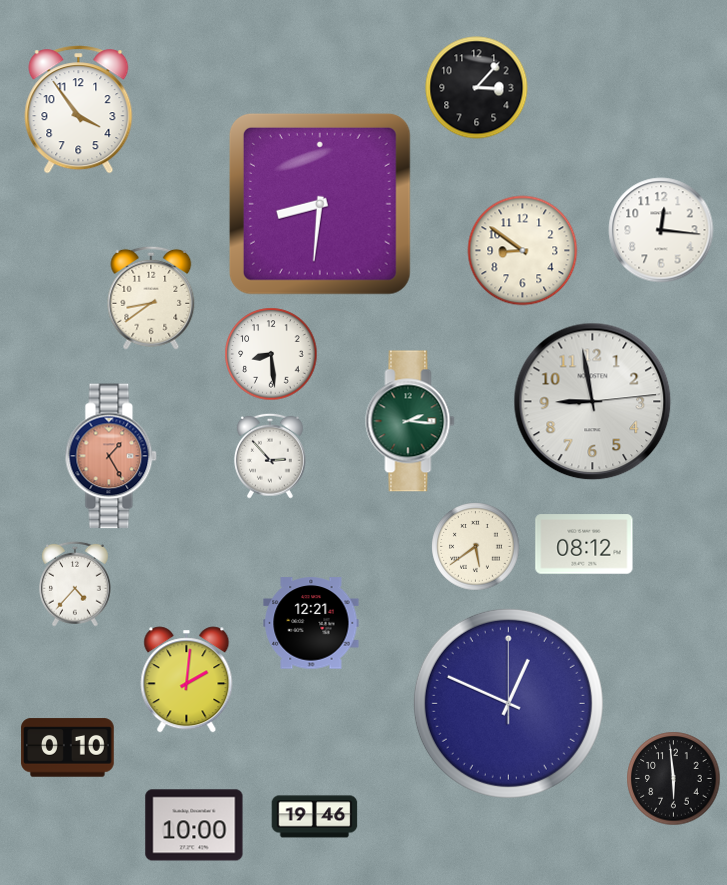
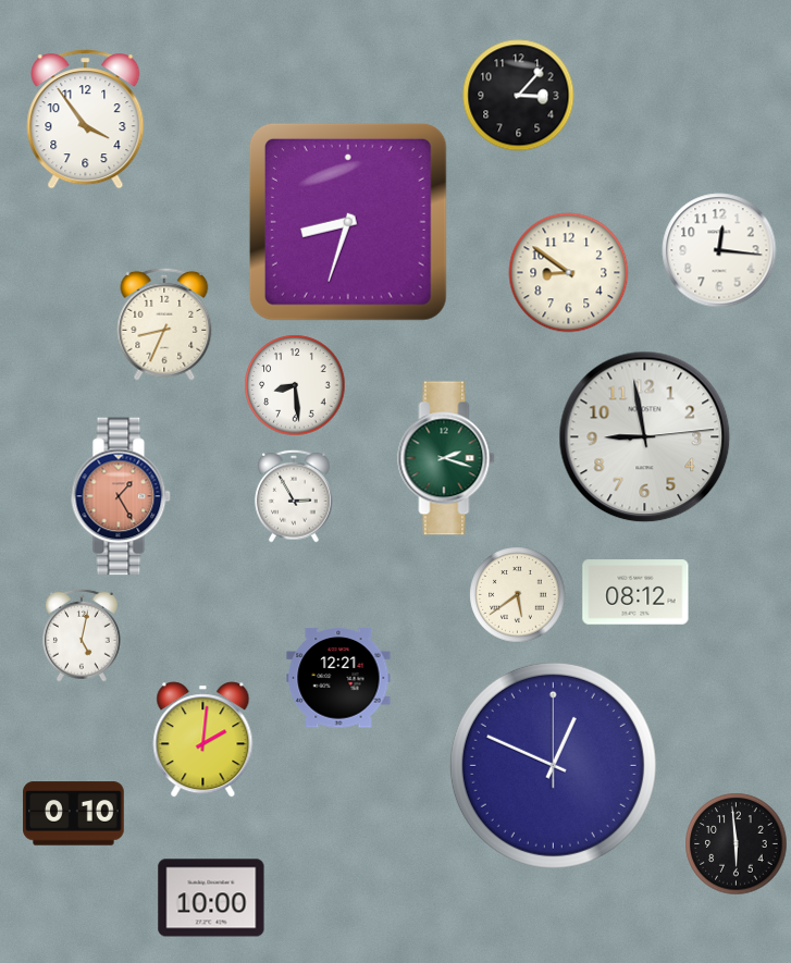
clock at (320, 204): 8:31 -> 8:33
clock at (151, 298): 8:39 -> 8:34
clock at (410, 421): 2:16 -> 2:18
clock at (271, 456): 2:53 -> 2:55
clock at (76, 584): 4:37 -> 5:02
clock at (674, 779) position: (674, 779) -> (737, 844)
clock at (315, 817): 19:46 -> none
